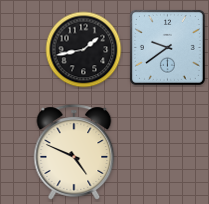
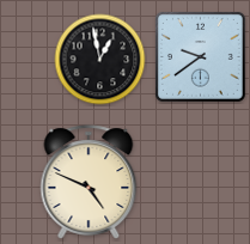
clock at (84, 50): 1:43 -> 12:58
